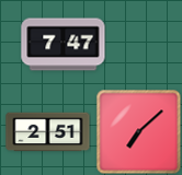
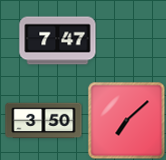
clock at (48, 132): 2:51 -> 3:50
